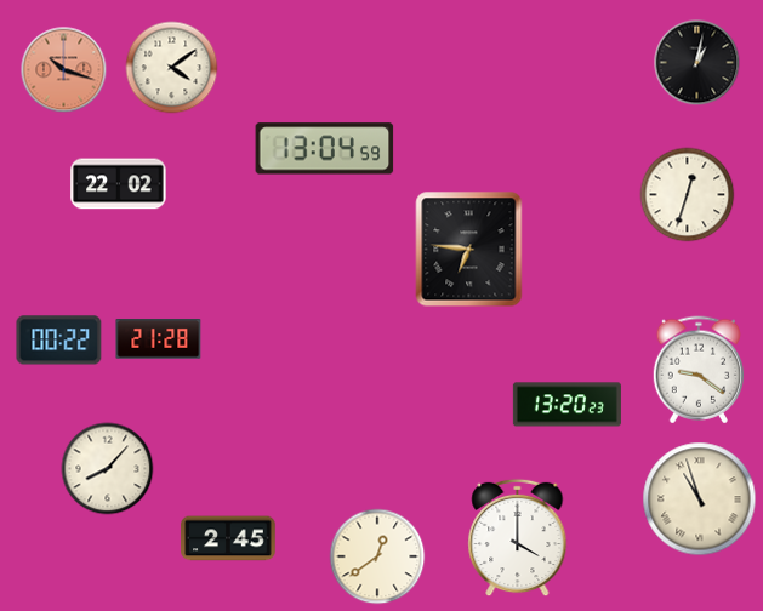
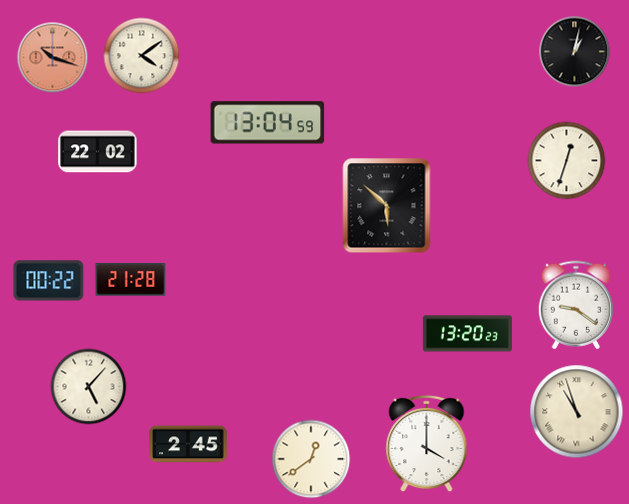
clock at (469, 250): 6:46 -> 5:52
clock at (108, 469): 8:07 -> 5:07
